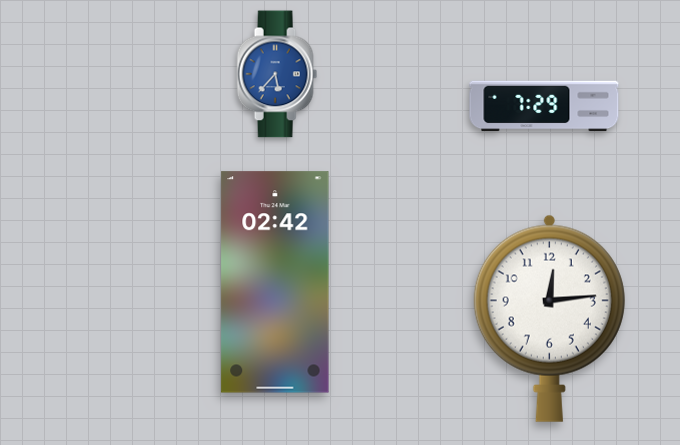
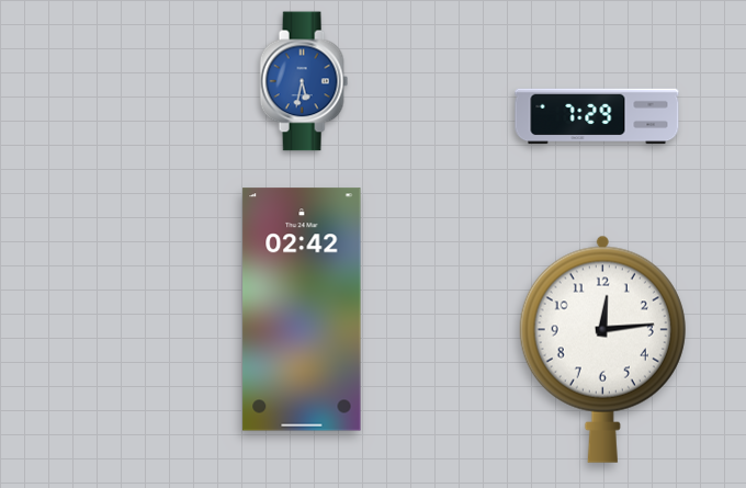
clock at (277, 74): 5:37 -> 5:32
